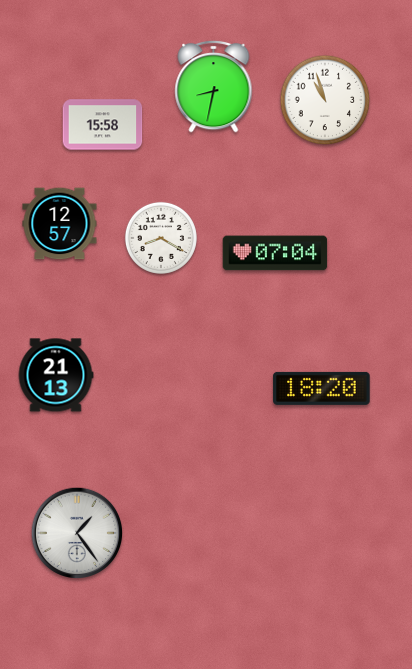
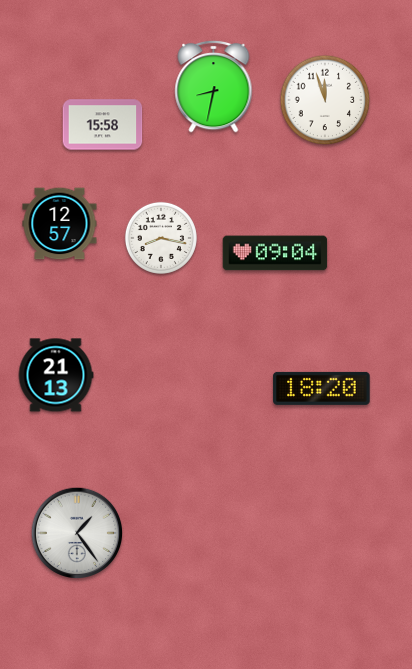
clock at (325, 100): 10:57 -> 11:57
clock at (161, 238): 8:20 -> 8:17
clock at (275, 253): 07:04 -> 09:04
